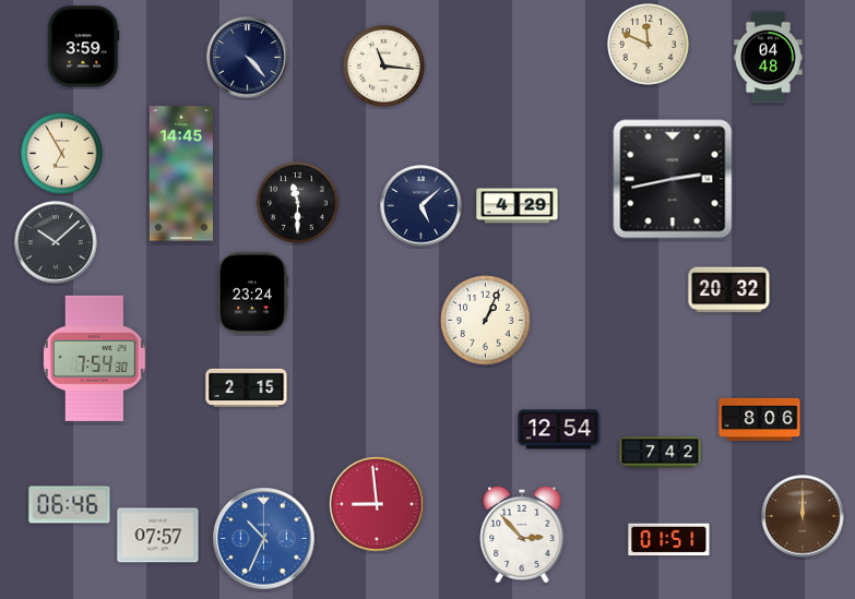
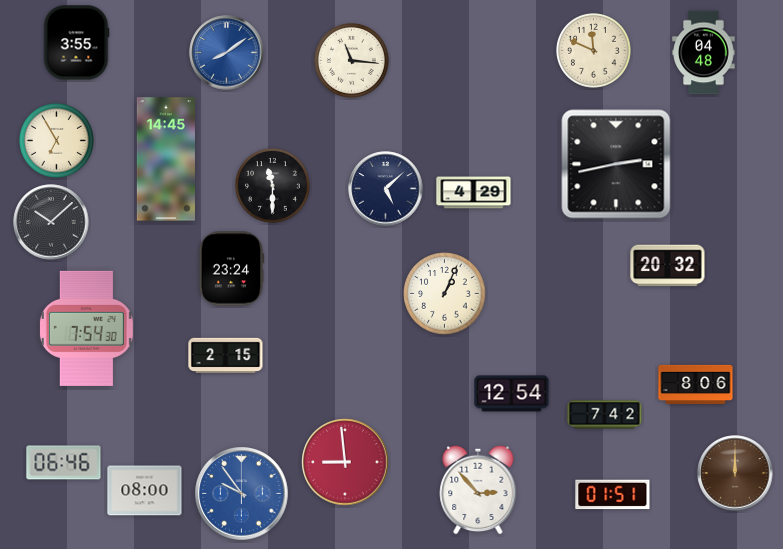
clock at (649, 45) position: (649, 45) -> (594, 51)
clock at (83, 47): 3:59 -> 3:55
clock at (248, 58): 4:23 -> 8:09
clock at (248, 58) dial: navy -> blue
clock at (518, 206) position: (518, 206) -> (474, 193)
clock at (158, 536): 07:57 -> 08:00
clock at (264, 539): 10:34 -> 9:54
